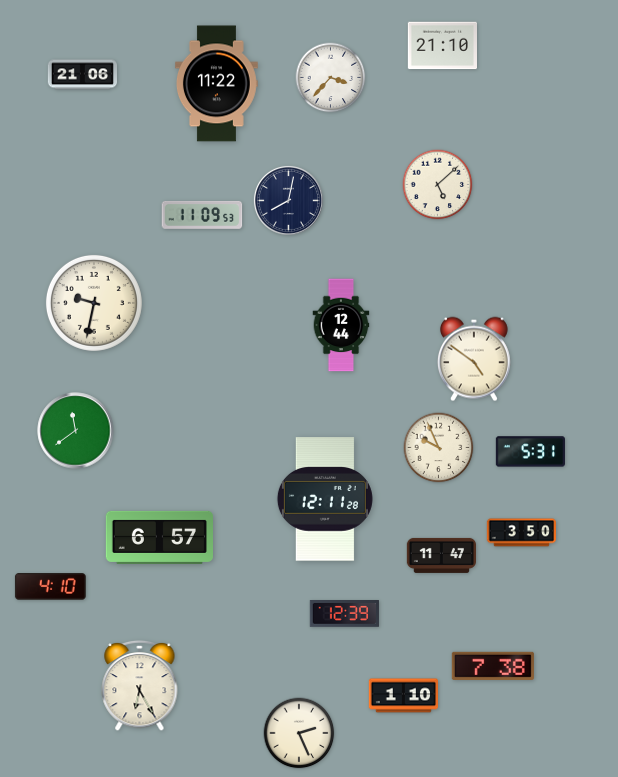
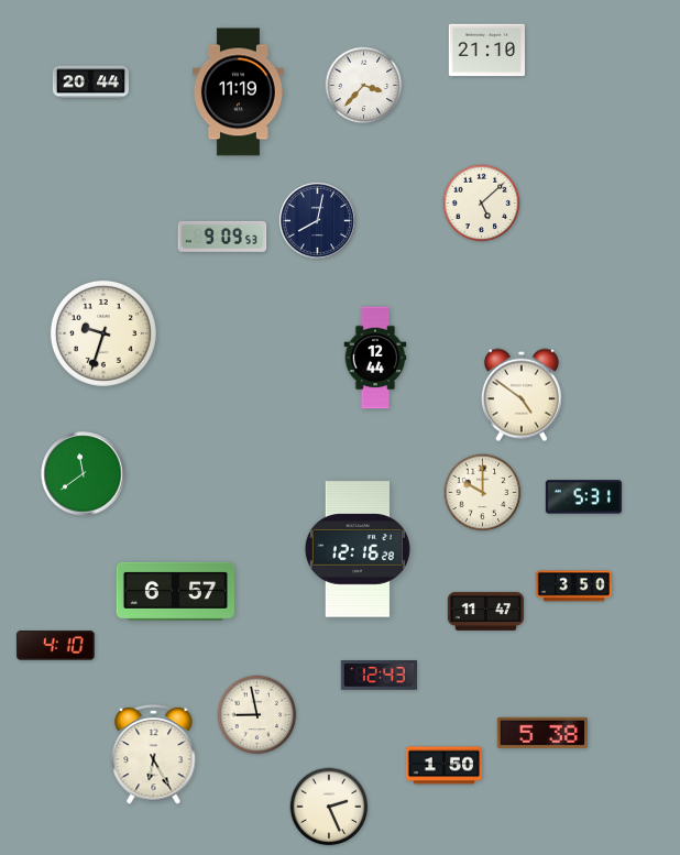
clock at (82, 75): 21:06 -> 20:44
clock at (216, 84): 11:22 -> 11:19
clock at (202, 215): 11:09 -> 9:09
clock at (94, 303): 9:32 -> 9:33
clock at (439, 448): 9:56 -> 10:00
clock at (325, 499): 12:11 -> 12:16
clock at (344, 614): 12:39 -> 12:43
clock at (257, 715): none -> 8:58
clock at (493, 666): 7:38 -> 5:38
clock at (403, 696): 1:10 -> 1:50
